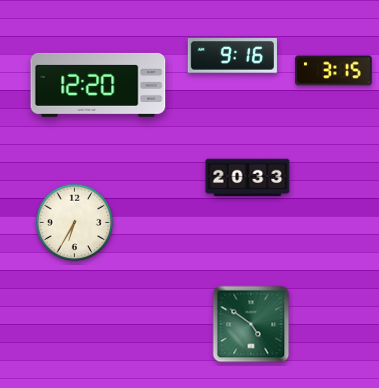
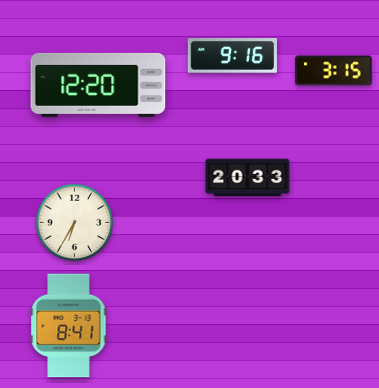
clock at (251, 324): 4:51 -> none
clock at (69, 326): none -> 8:41
